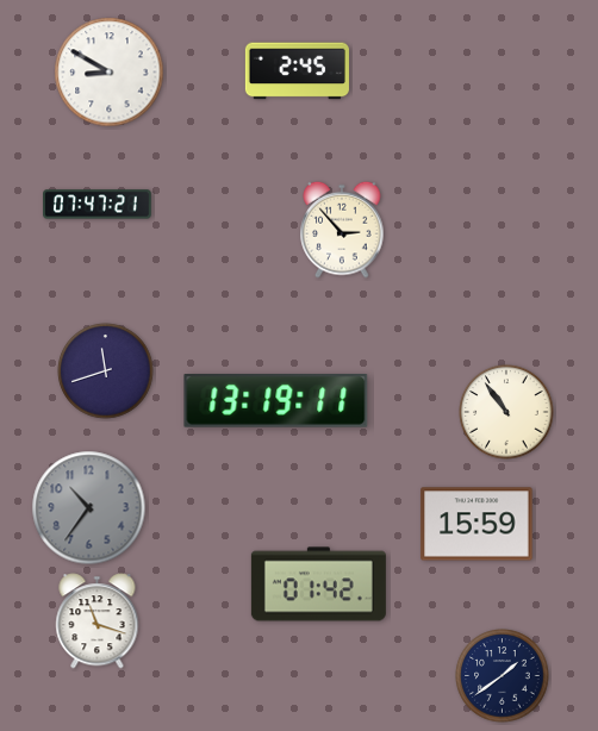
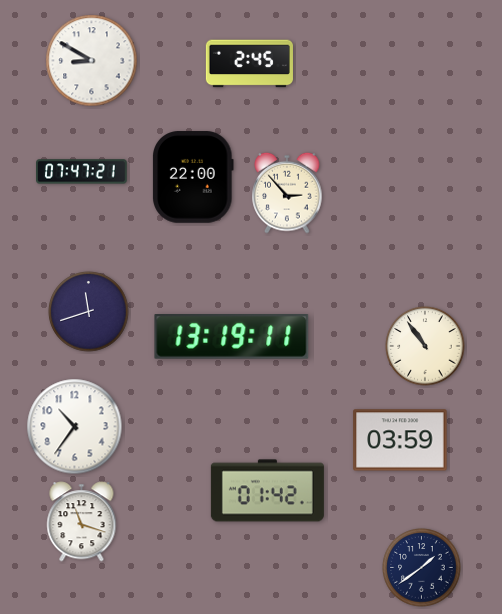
clock at (297, 71) position: (297, 71) -> (249, 64)
clock at (194, 177): none -> 22:00
clock at (89, 508) dial: grey -> white
clock at (476, 524): 15:59 -> 03:59
